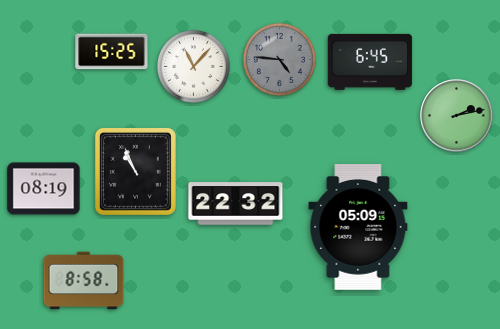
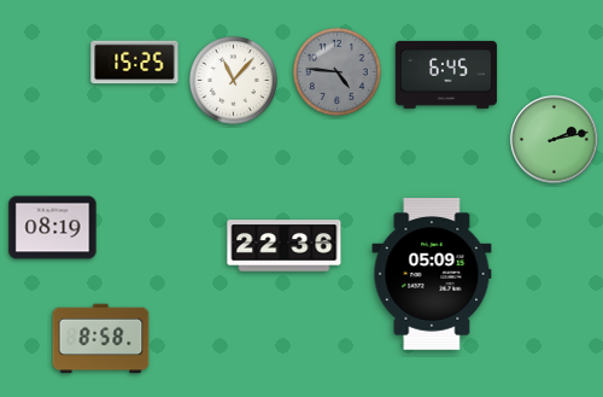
clock at (457, 116) position: (457, 116) -> (555, 140)
clock at (135, 171): 10:56 -> none
clock at (236, 204): 22:32 -> 22:36
